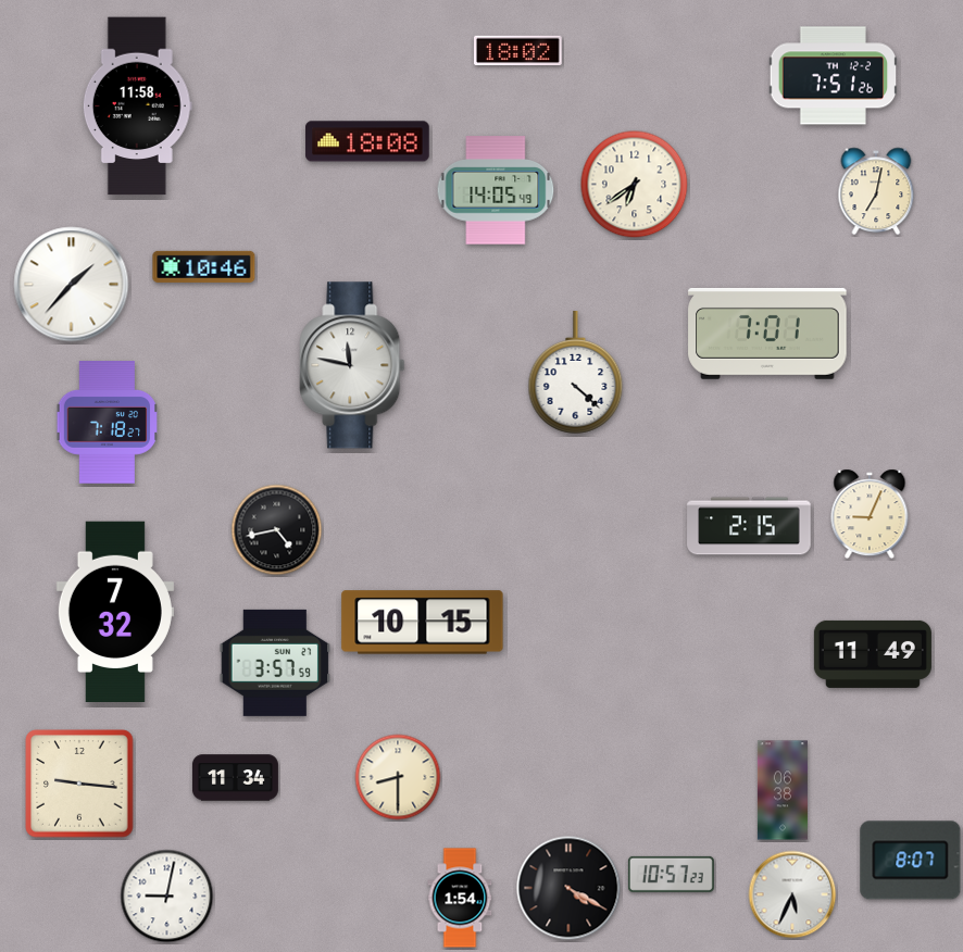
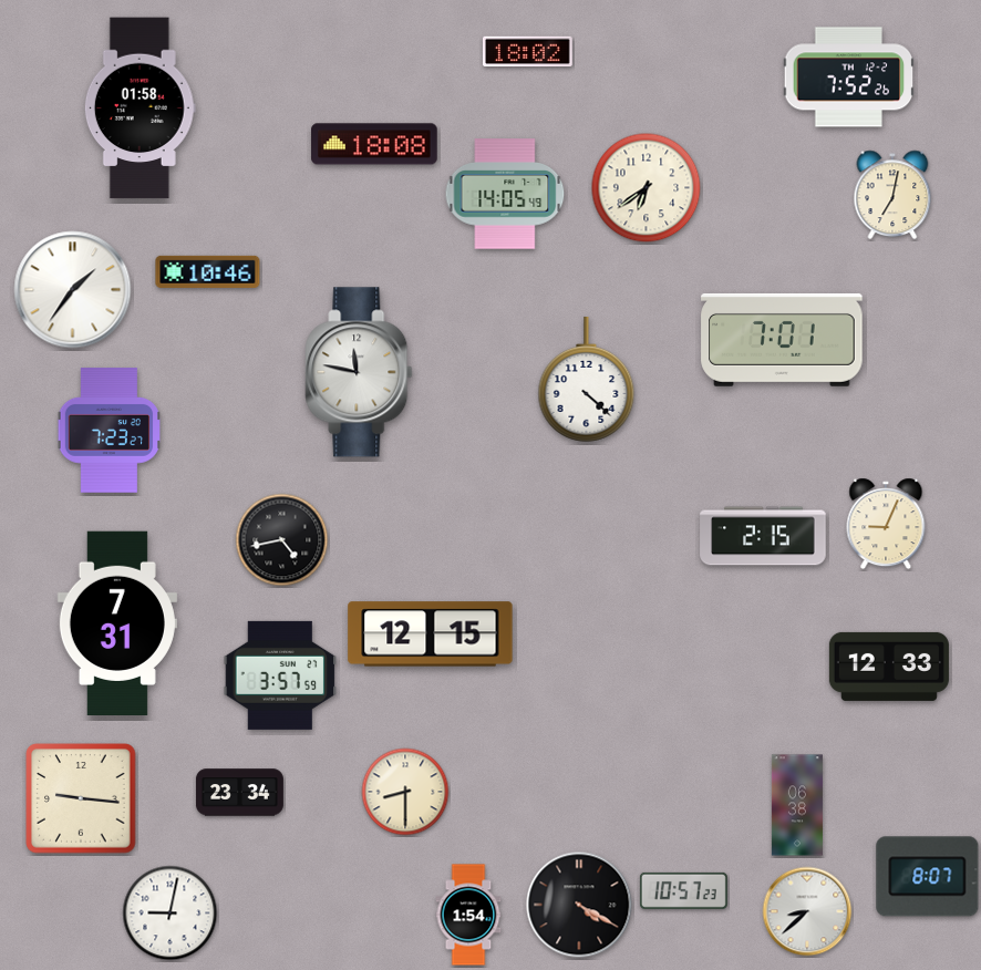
clock at (834, 76): 7:51 -> 7:52
clock at (137, 107): 11:58 -> 01:58
clock at (72, 285): 1:37 -> 1:36
clock at (107, 423): 7:18 -> 7:23
clock at (115, 611): 7:32 -> 7:31
clock at (423, 623): 10:15 -> 12:15
clock at (873, 654): 11:49 -> 12:33
clock at (235, 778): 11:34 -> 23:34
clock at (792, 894): 5:34 -> 8:38
